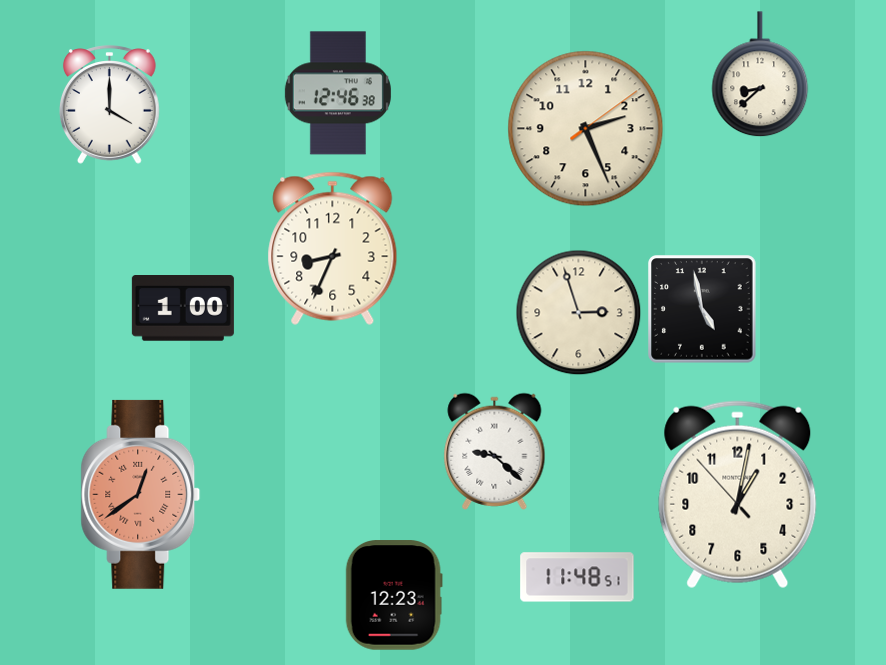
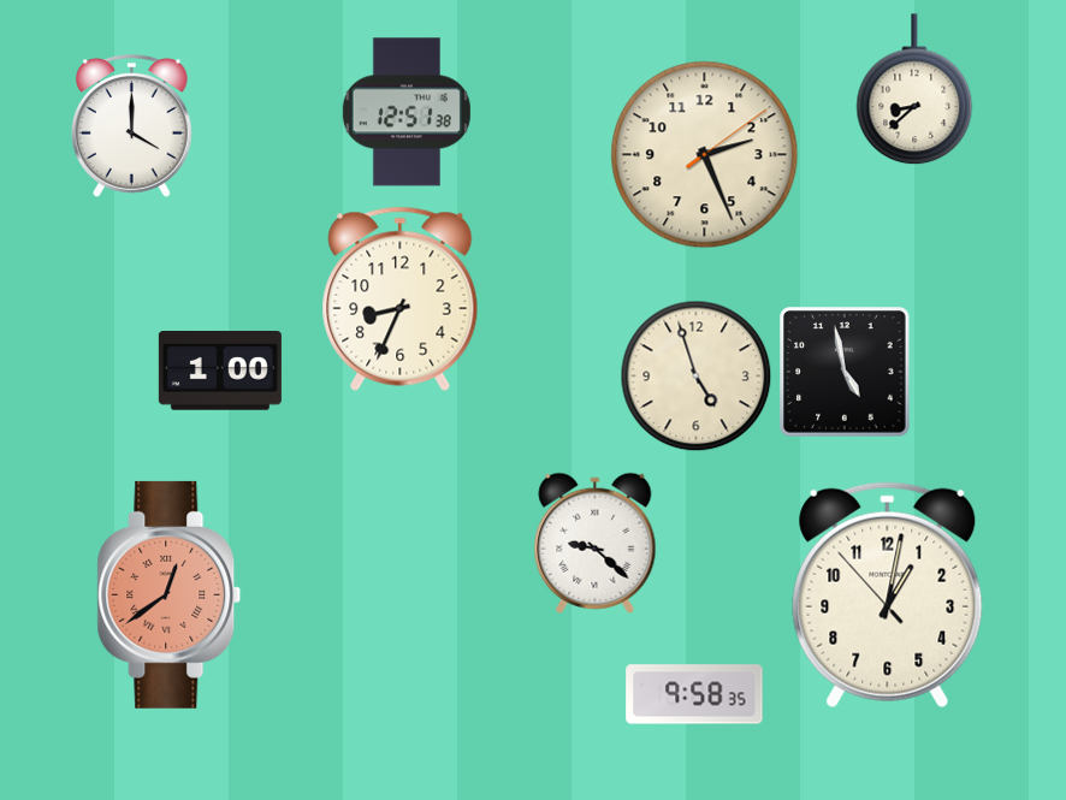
clock at (338, 93): 12:46 -> 12:51
clock at (579, 313): 2:57 -> 4:57
clock at (577, 577): 11:48 -> 9:58
clock at (394, 595): 12:23 -> none
